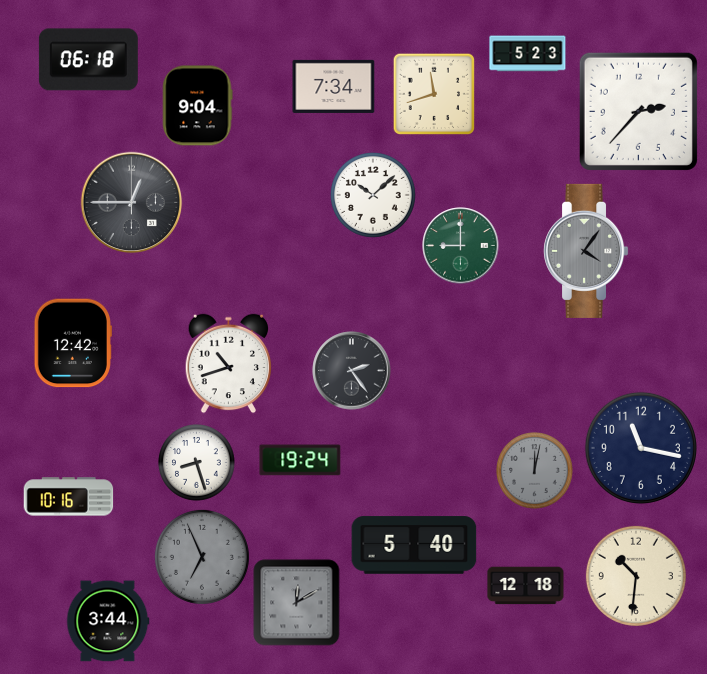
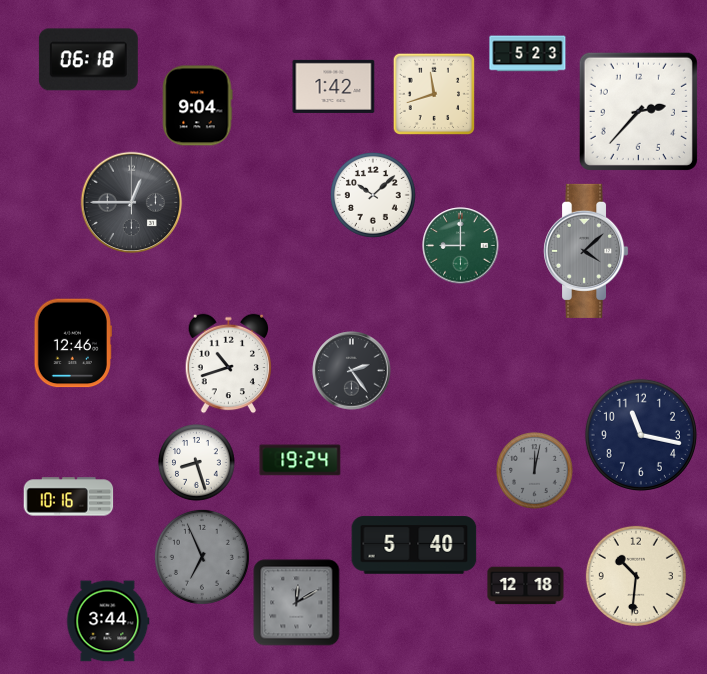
clock at (334, 86): 7:34 -> 1:42
clock at (587, 251): 4:06 -> 4:08
clock at (73, 343): 12:42 -> 12:46
clock at (641, 448) position: (641, 448) -> (641, 435)
